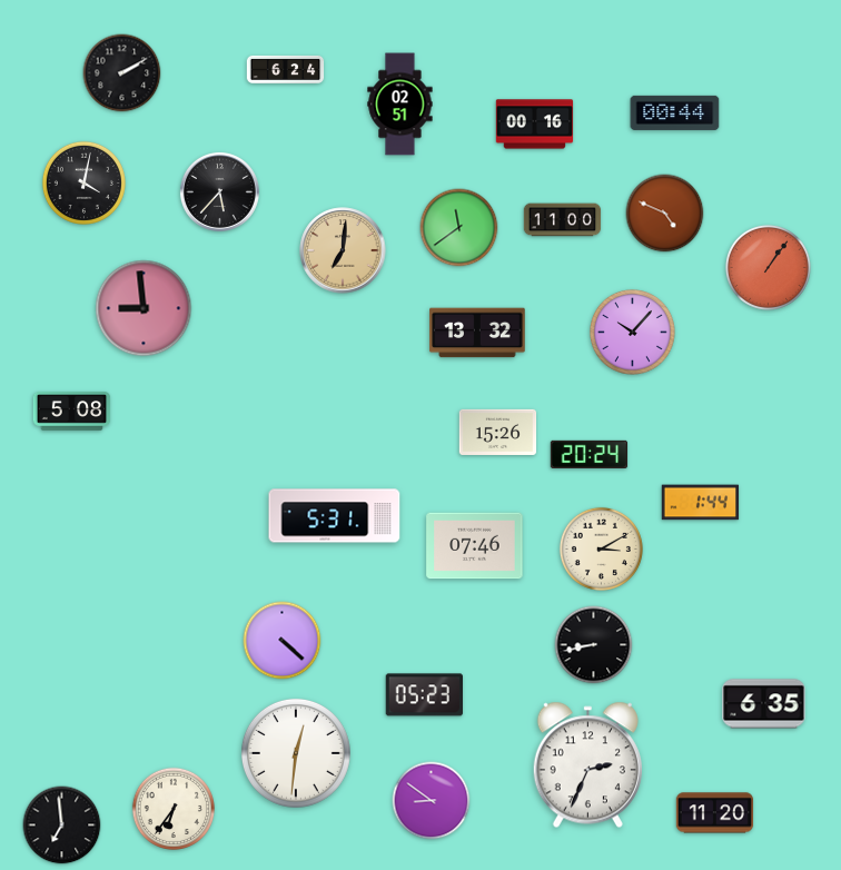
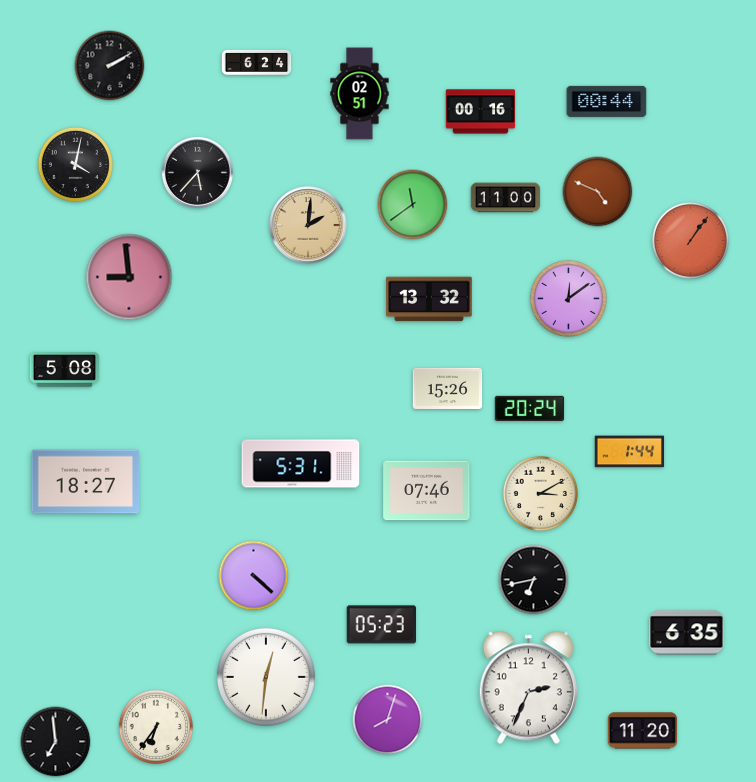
clock at (343, 250): 7:01 -> 2:01
clock at (632, 332): 10:07 -> 12:09
clock at (86, 482): none -> 18:27
clock at (594, 645): 8:43 -> 6:43
clock at (432, 801): 8:51 -> 8:03
